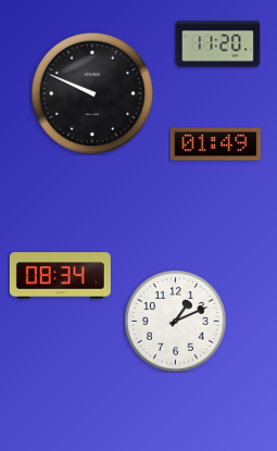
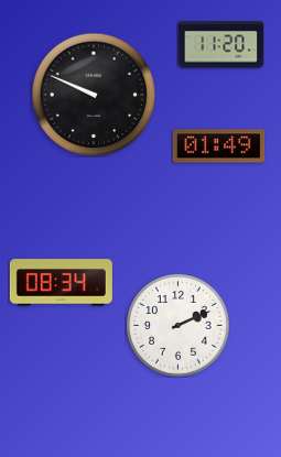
clock at (60, 276) position: (60, 276) -> (61, 283)
clock at (176, 322): 1:11 -> 2:11
